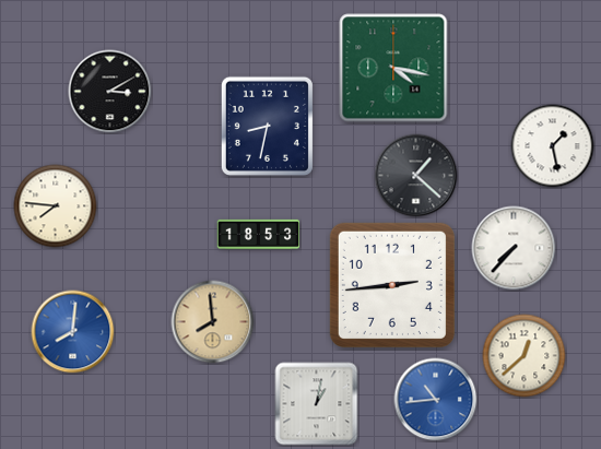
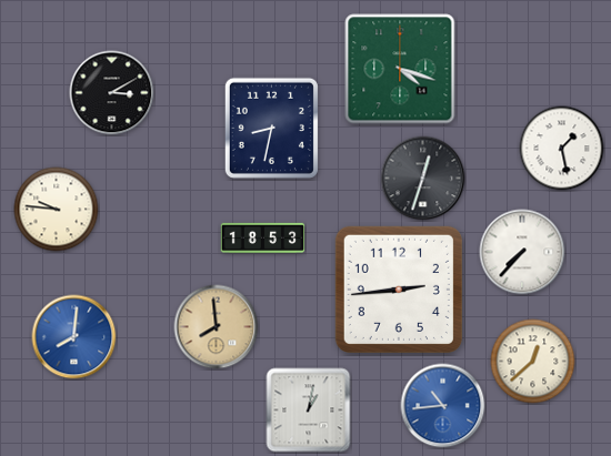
clock at (393, 68): 4:17 -> 4:18
clock at (416, 176): 1:22 -> 12:33
clock at (56, 206): 7:46 -> 9:46
clock at (317, 404) position: (317, 404) -> (309, 411)
